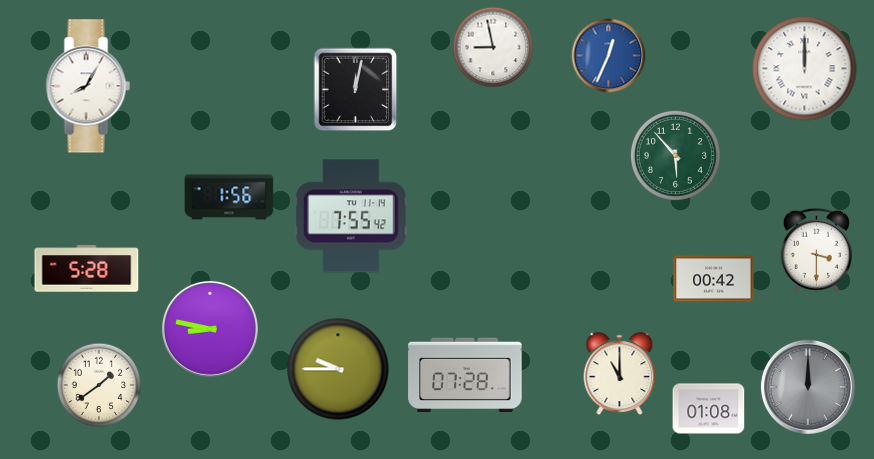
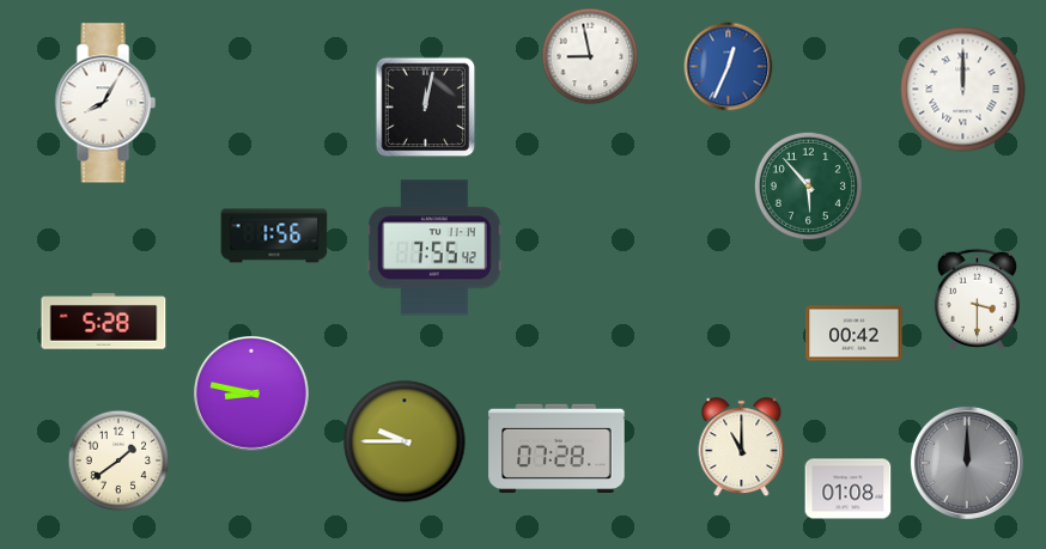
clock at (805, 69) position: (805, 69) -> (963, 90)
clock at (351, 216) position: (351, 216) -> (434, 248)
